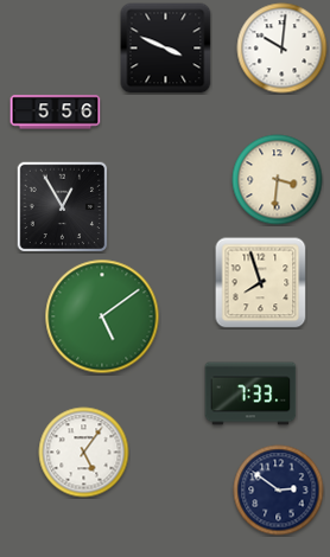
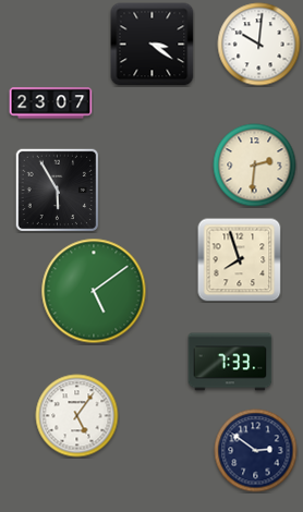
clock at (166, 49): 3:49 -> 3:21
clock at (56, 113): 5:56 -> 23:07
clock at (278, 180): 3:31 -> 2:31
clock at (62, 206): 12:55 -> 5:55
